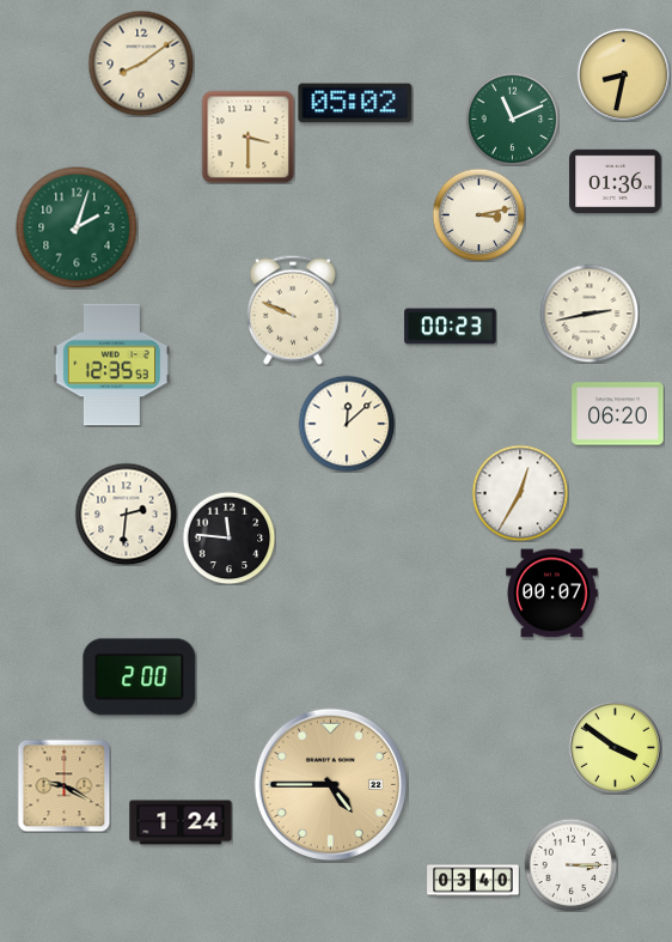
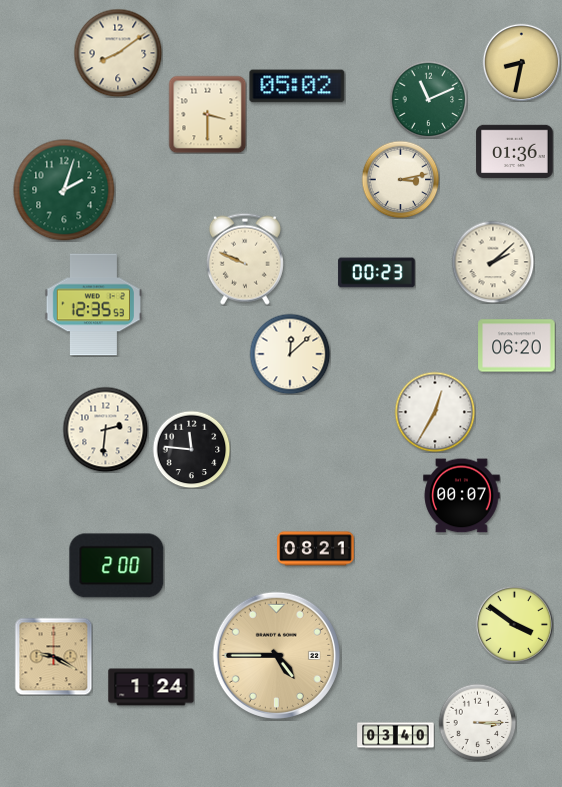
clock at (589, 314): 2:43 -> 2:08
clock at (316, 549): none -> 08:21
